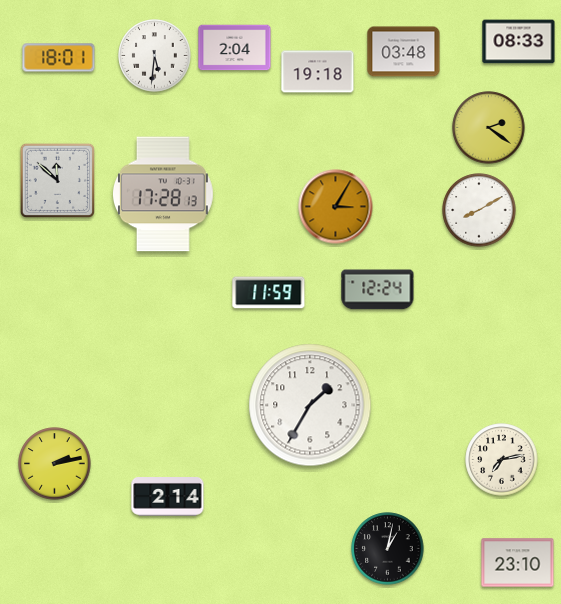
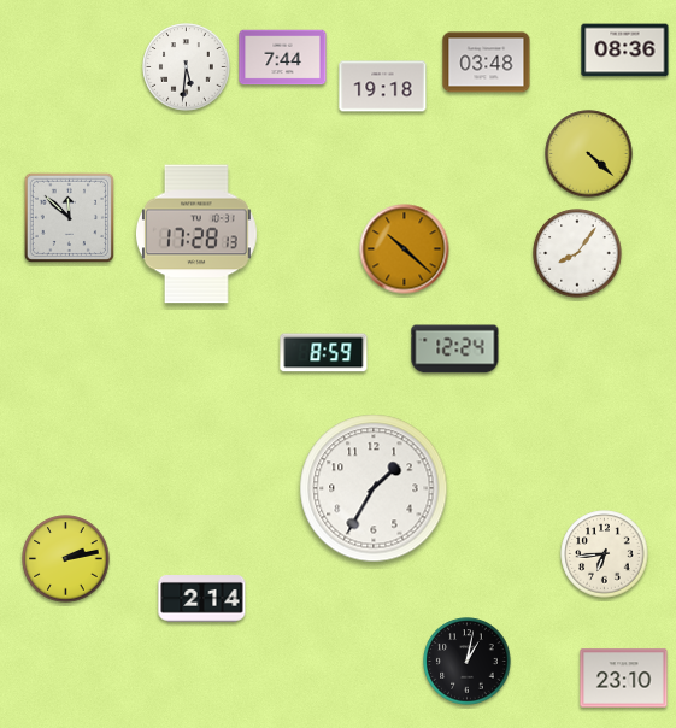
clock at (519, 42): 08:33 -> 08:36
clock at (235, 48): 2:04 -> 7:44
clock at (59, 58): 18:01 -> none
clock at (489, 128): 2:21 -> 4:22
clock at (336, 207): 3:05 -> 10:22
clock at (479, 210): 8:10 -> 8:06
clock at (269, 293): 11:59 -> 8:59
clock at (502, 460): 7:13 -> 6:44
